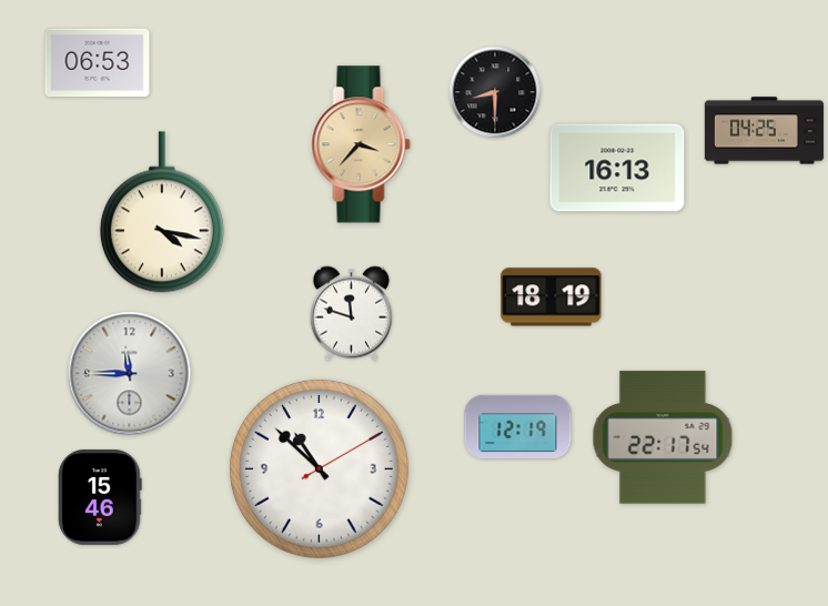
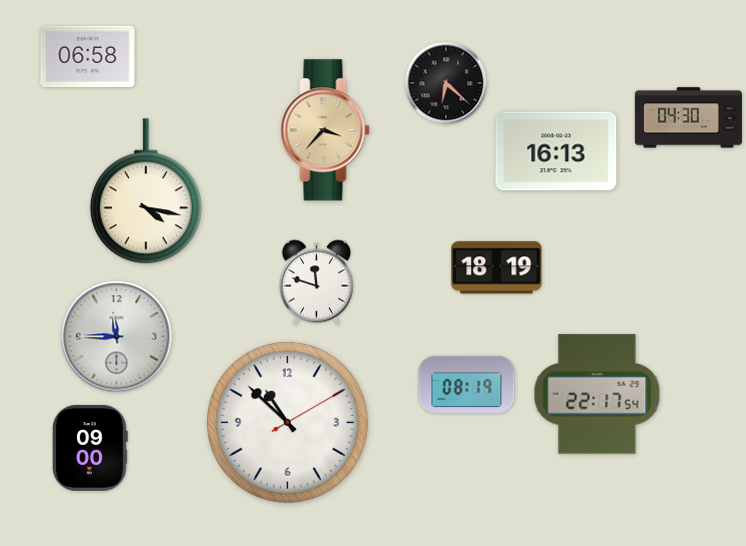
clock at (98, 63): 06:53 -> 06:58
clock at (495, 92): 8:30 -> 6:22
clock at (764, 131): 04:25 -> 04:30
clock at (518, 426): 12:19 -> 08:19
clock at (100, 497): 15:46 -> 09:00
